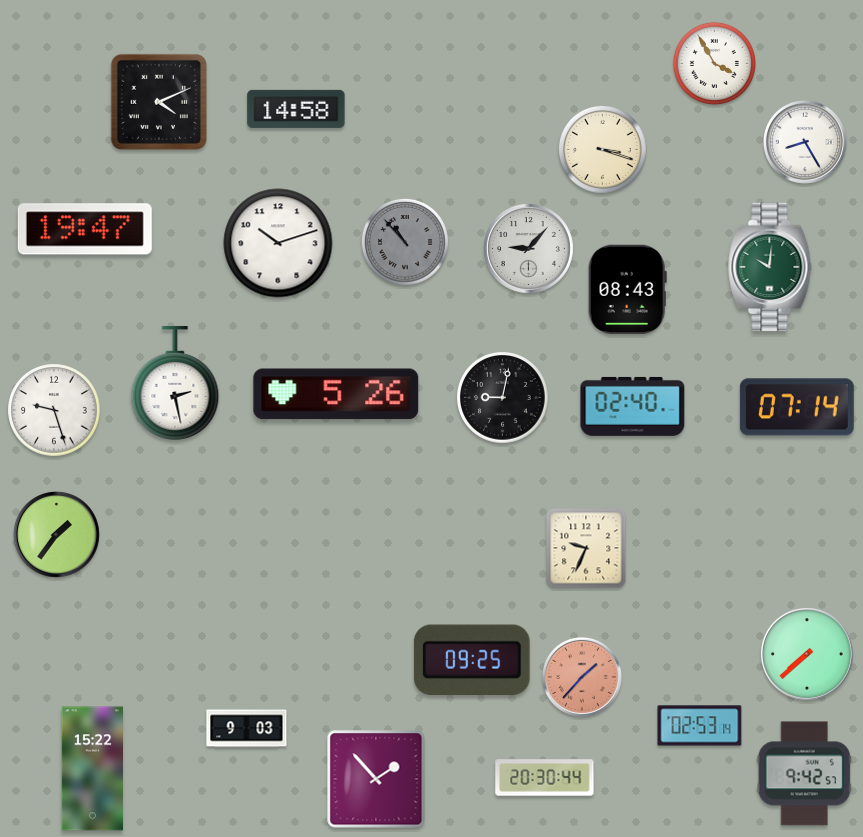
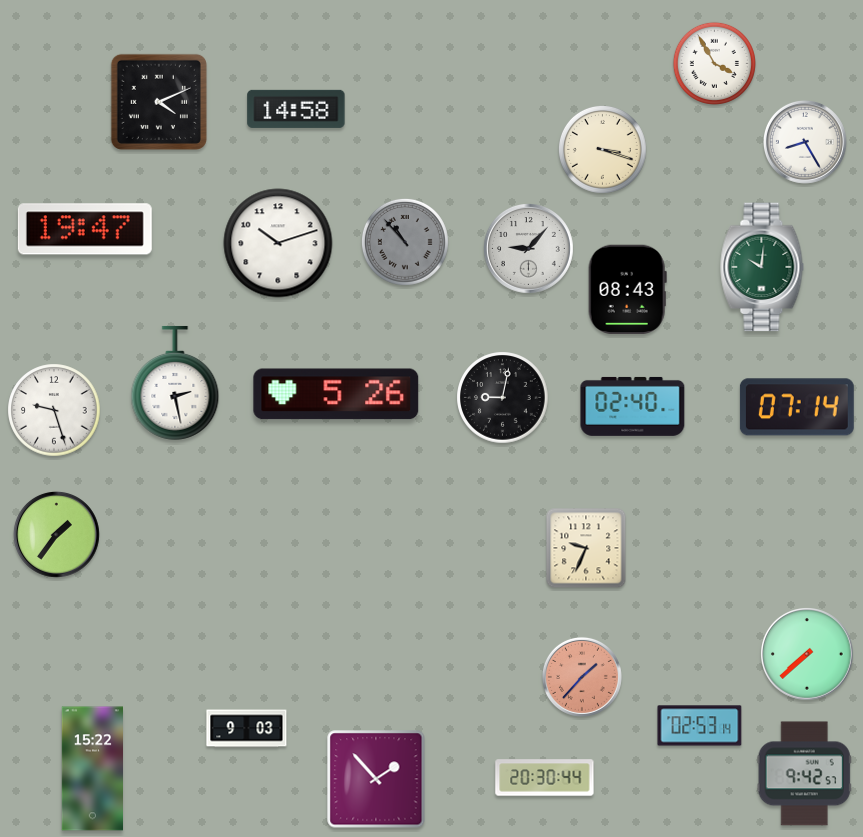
clock at (770, 267) position: (770, 267) -> (762, 267)
clock at (472, 660): 09:25 -> none
